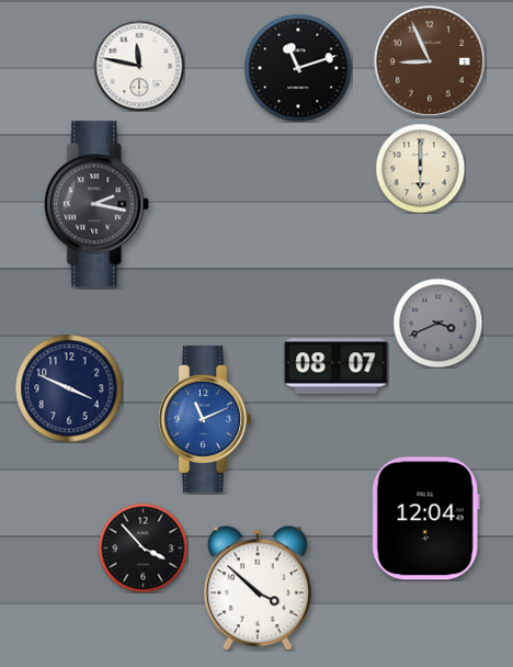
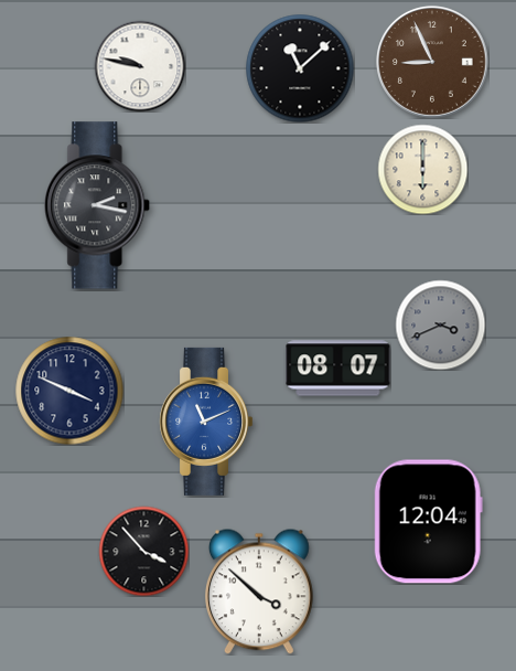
clock at (139, 66): 11:47 -> 9:47
clock at (298, 68): 11:12 -> 11:08
